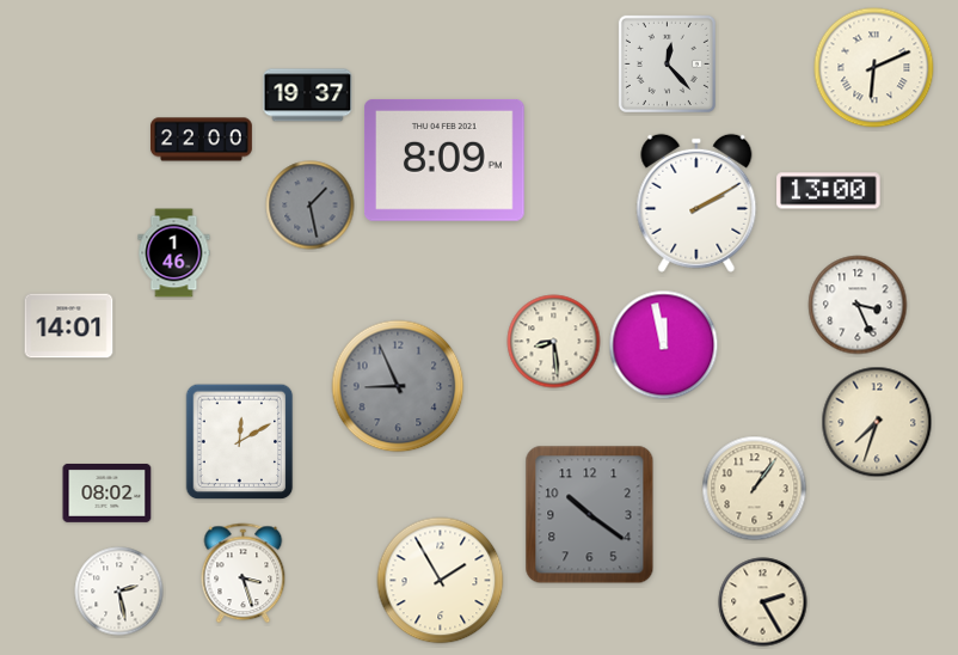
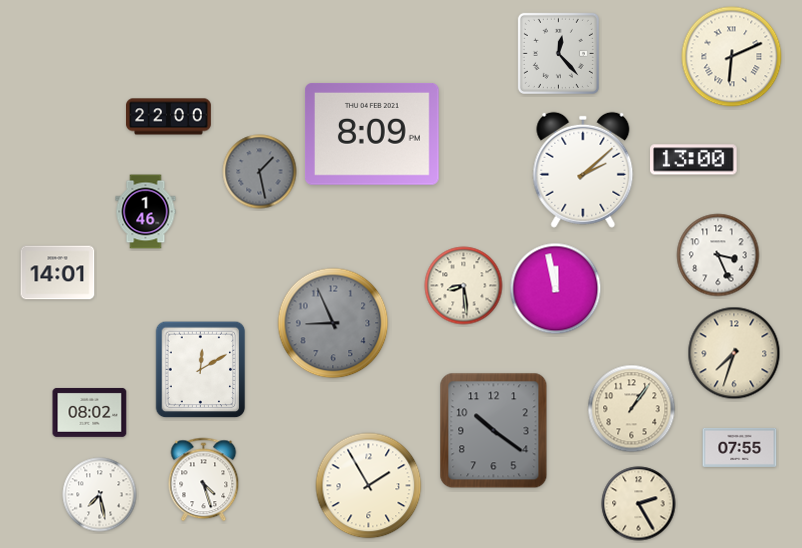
clock at (308, 96): 19:37 -> none
clock at (696, 203): 2:10 -> 2:08
clock at (740, 447): none -> 07:55
clock at (244, 574): 3:27 -> 4:27
clock at (119, 592): 2:28 -> 7:28
